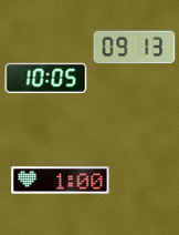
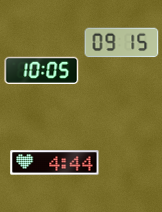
clock at (135, 48): 09:13 -> 09:15
clock at (61, 181): 1:00 -> 4:44
